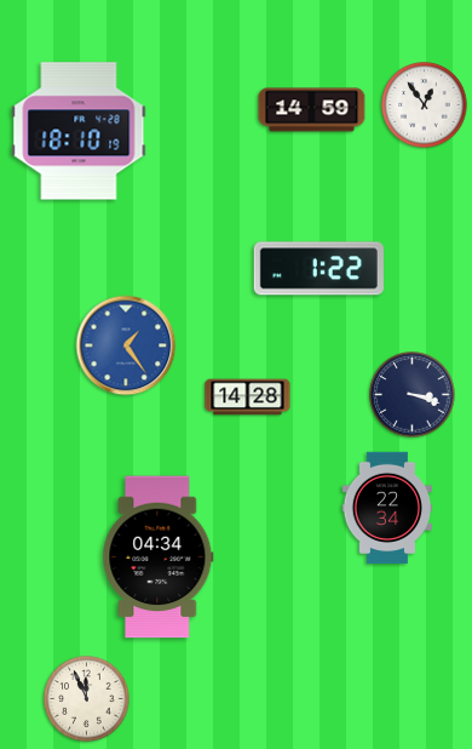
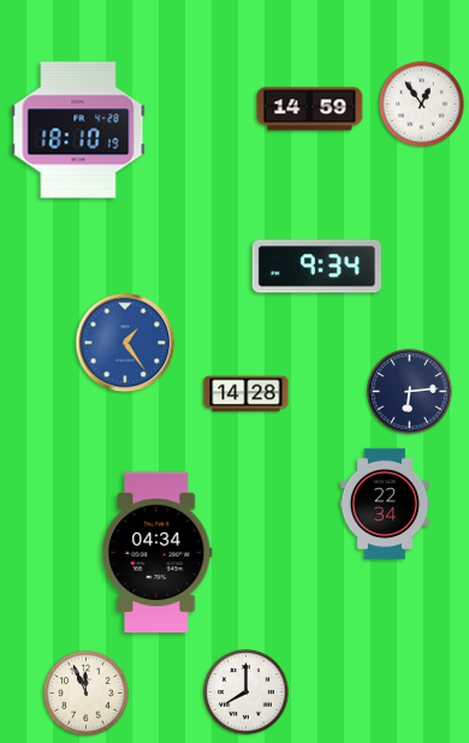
clock at (318, 269): 1:22 -> 9:34
clock at (413, 395): 3:18 -> 6:14
clock at (247, 693): none -> 8:00
